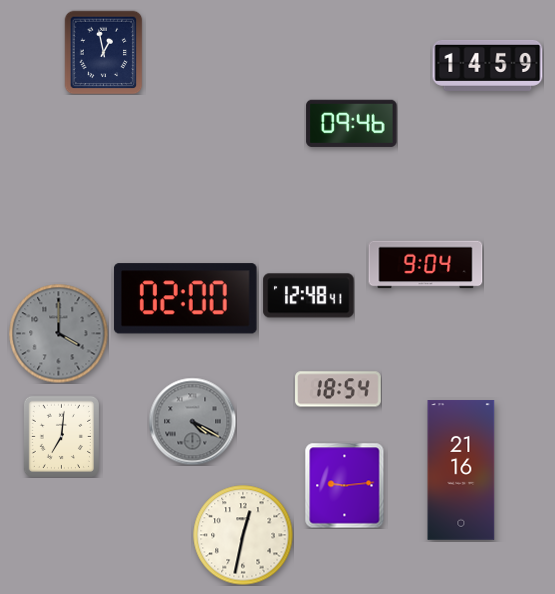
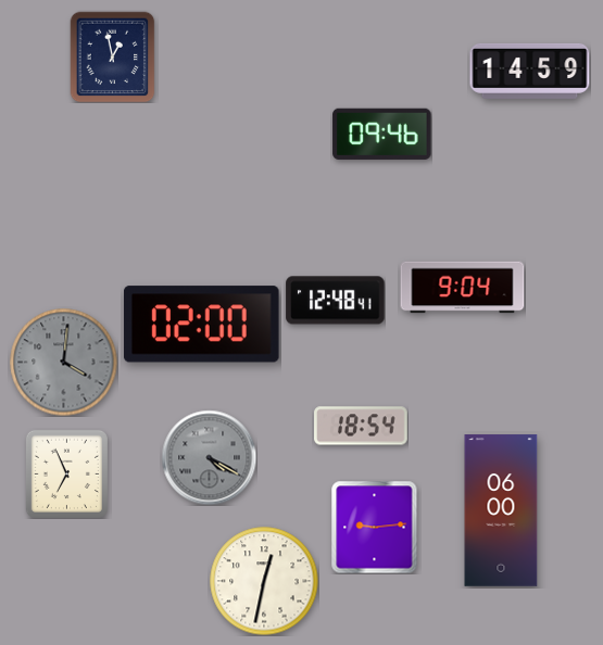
clock at (309, 296) position: (309, 296) -> (336, 301)
clock at (59, 334): 4:00 -> 4:01
clock at (338, 389) position: (338, 389) -> (361, 426)
clock at (61, 436): 7:01 -> 6:56
clock at (461, 470): 21:16 -> 06:00
